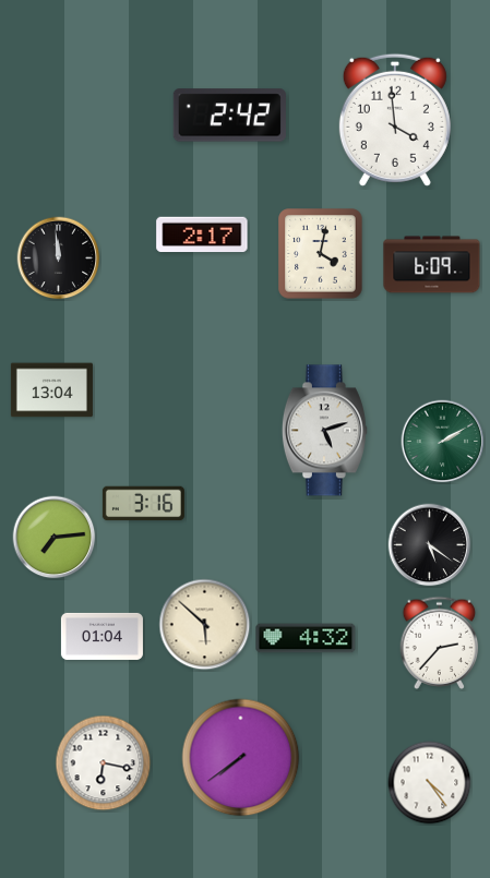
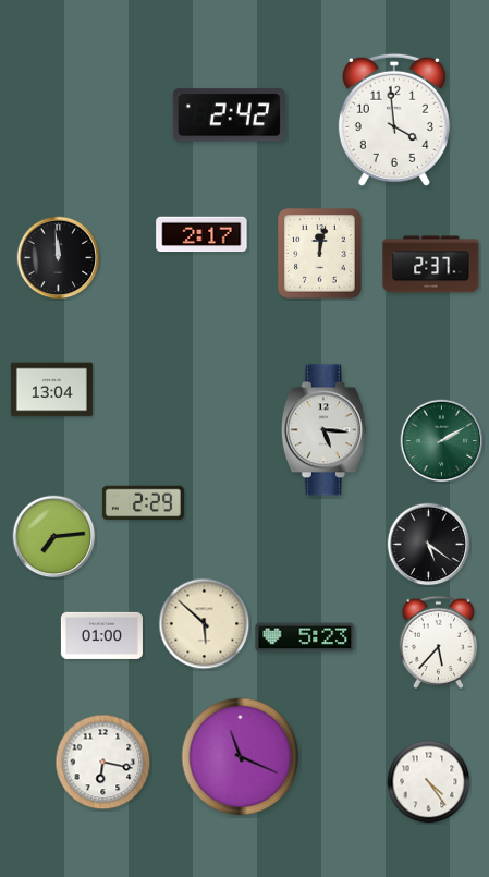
clock at (321, 254): 4:02 -> 12:02
clock at (432, 265): 6:09 -> 2:37
clock at (324, 431): 5:12 -> 5:16
clock at (143, 504): 3:16 -> 2:29
clock at (101, 636): 01:04 -> 01:00
clock at (306, 638): 4:32 -> 5:23
clock at (440, 642): 2:37 -> 5:37
clock at (241, 758): 7:39 -> 11:19
